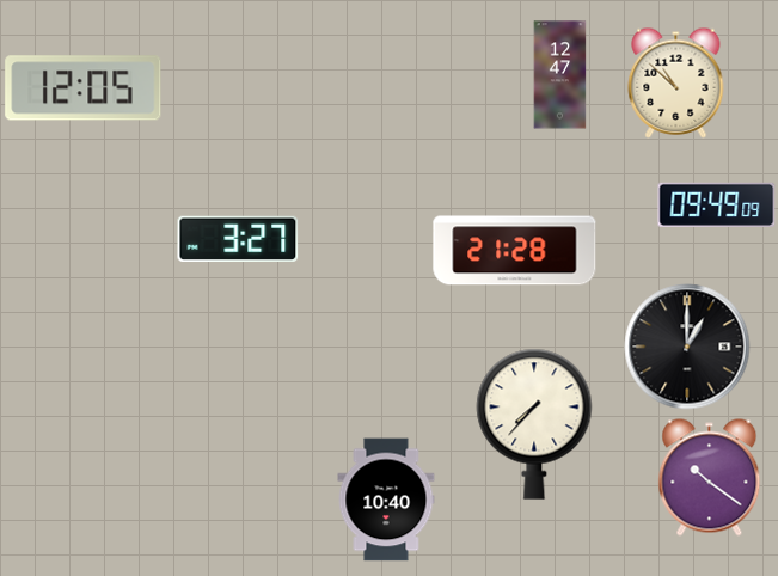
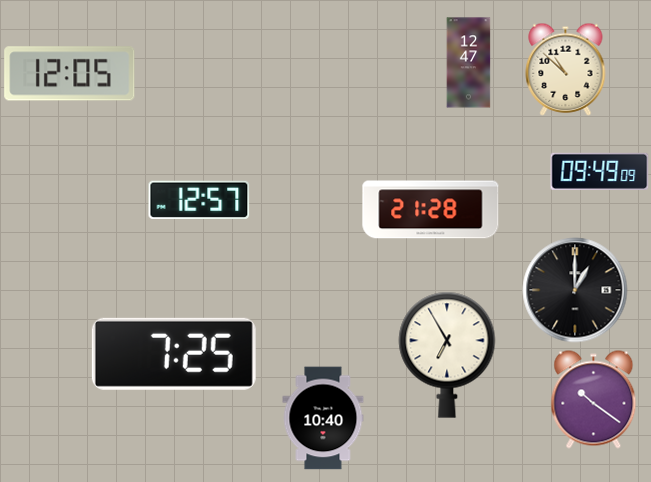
clock at (238, 238): 3:27 -> 12:57
clock at (174, 354): none -> 7:25
clock at (534, 424): 7:37 -> 6:55
